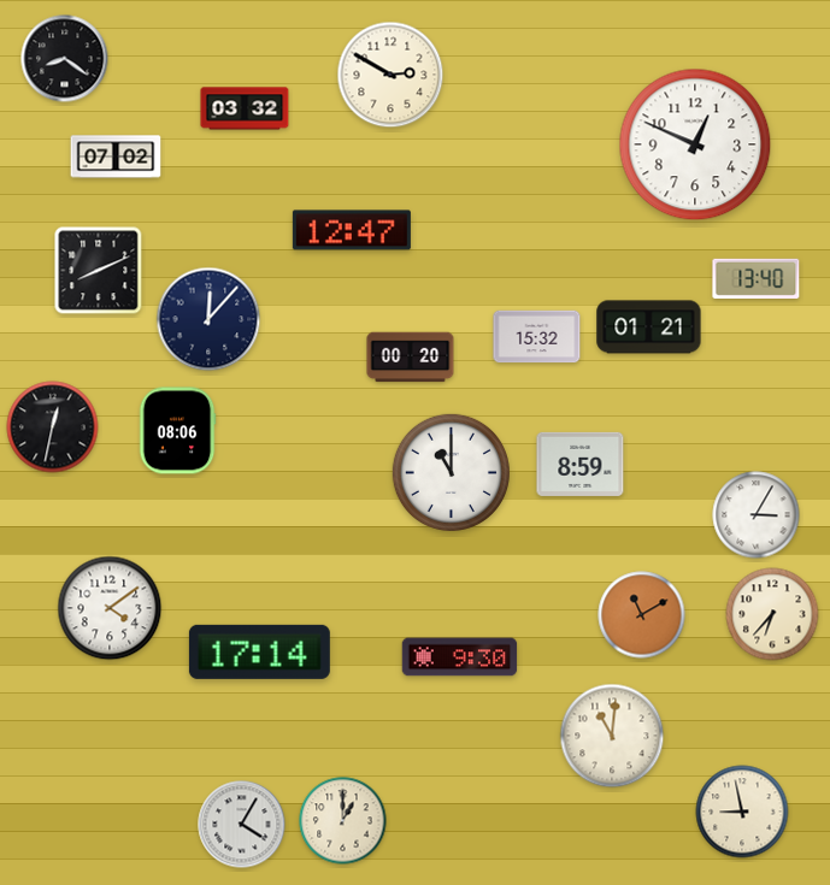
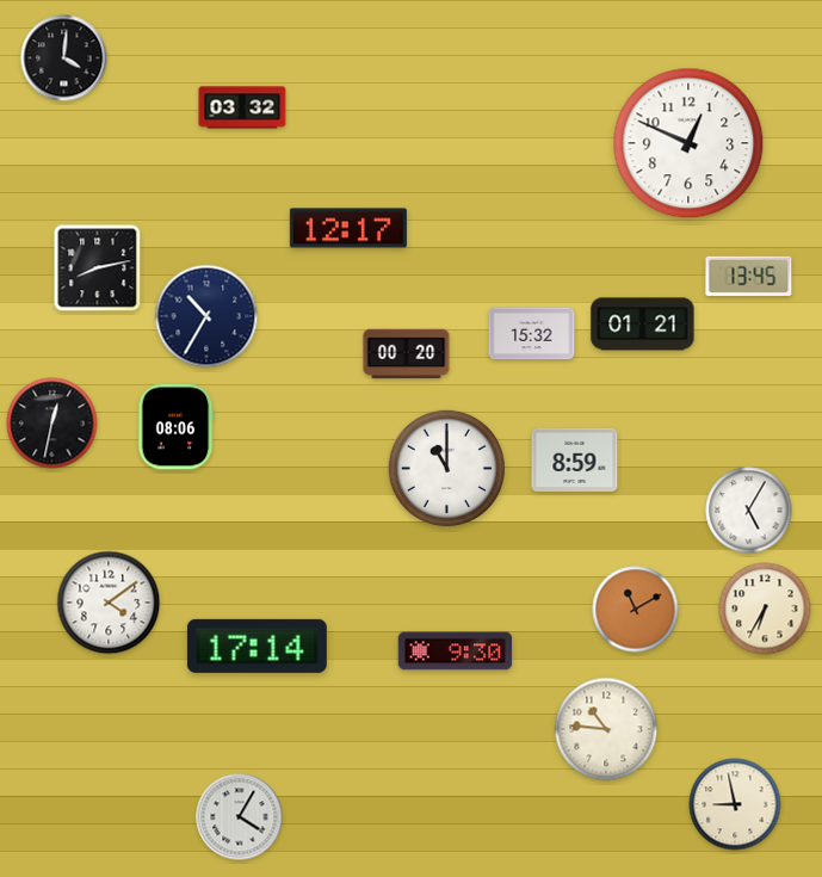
clock at (65, 59): 8:21 -> 4:01
clock at (390, 75): 2:50 -> none
clock at (116, 157): 07:02 -> none
clock at (352, 230): 12:47 -> 12:17
clock at (99, 271): 8:11 -> 8:13
clock at (757, 278): 13:40 -> 13:45
clock at (208, 319): 12:07 -> 10:35
clock at (757, 515): 3:05 -> 5:05
clock at (772, 614): 6:37 -> 6:35
clock at (612, 736): 11:01 -> 10:46
clock at (343, 821): 1:00 -> none
